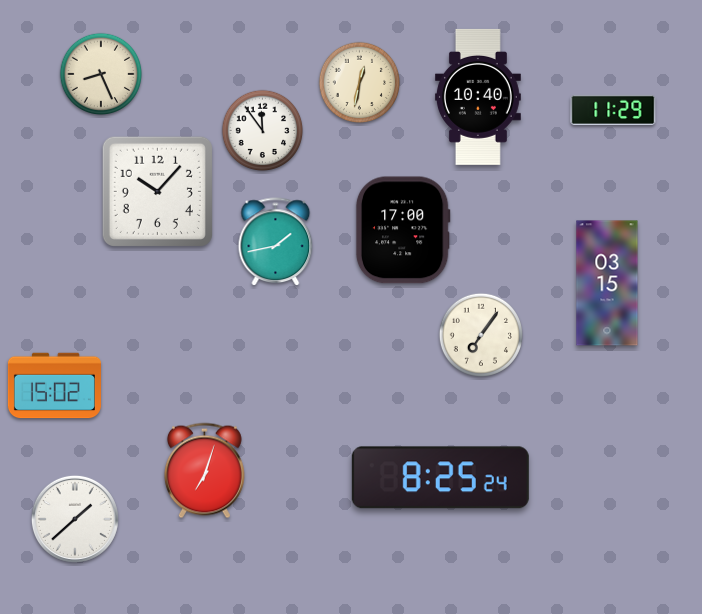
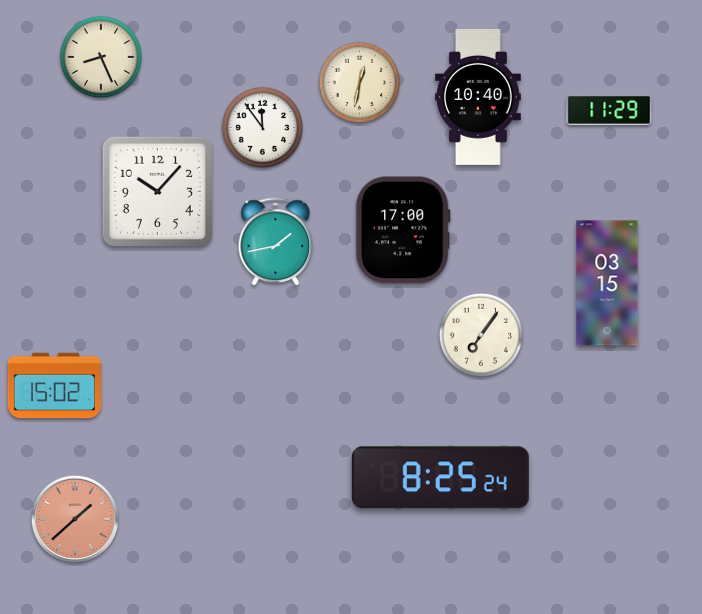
clock at (101, 74) position: (101, 74) -> (101, 57)
clock at (613, 110) position: (613, 110) -> (609, 110)
clock at (263, 131) position: (263, 131) -> (263, 128)
clock at (204, 471): 7:03 -> none
clock at (75, 519) dial: white -> salmon
